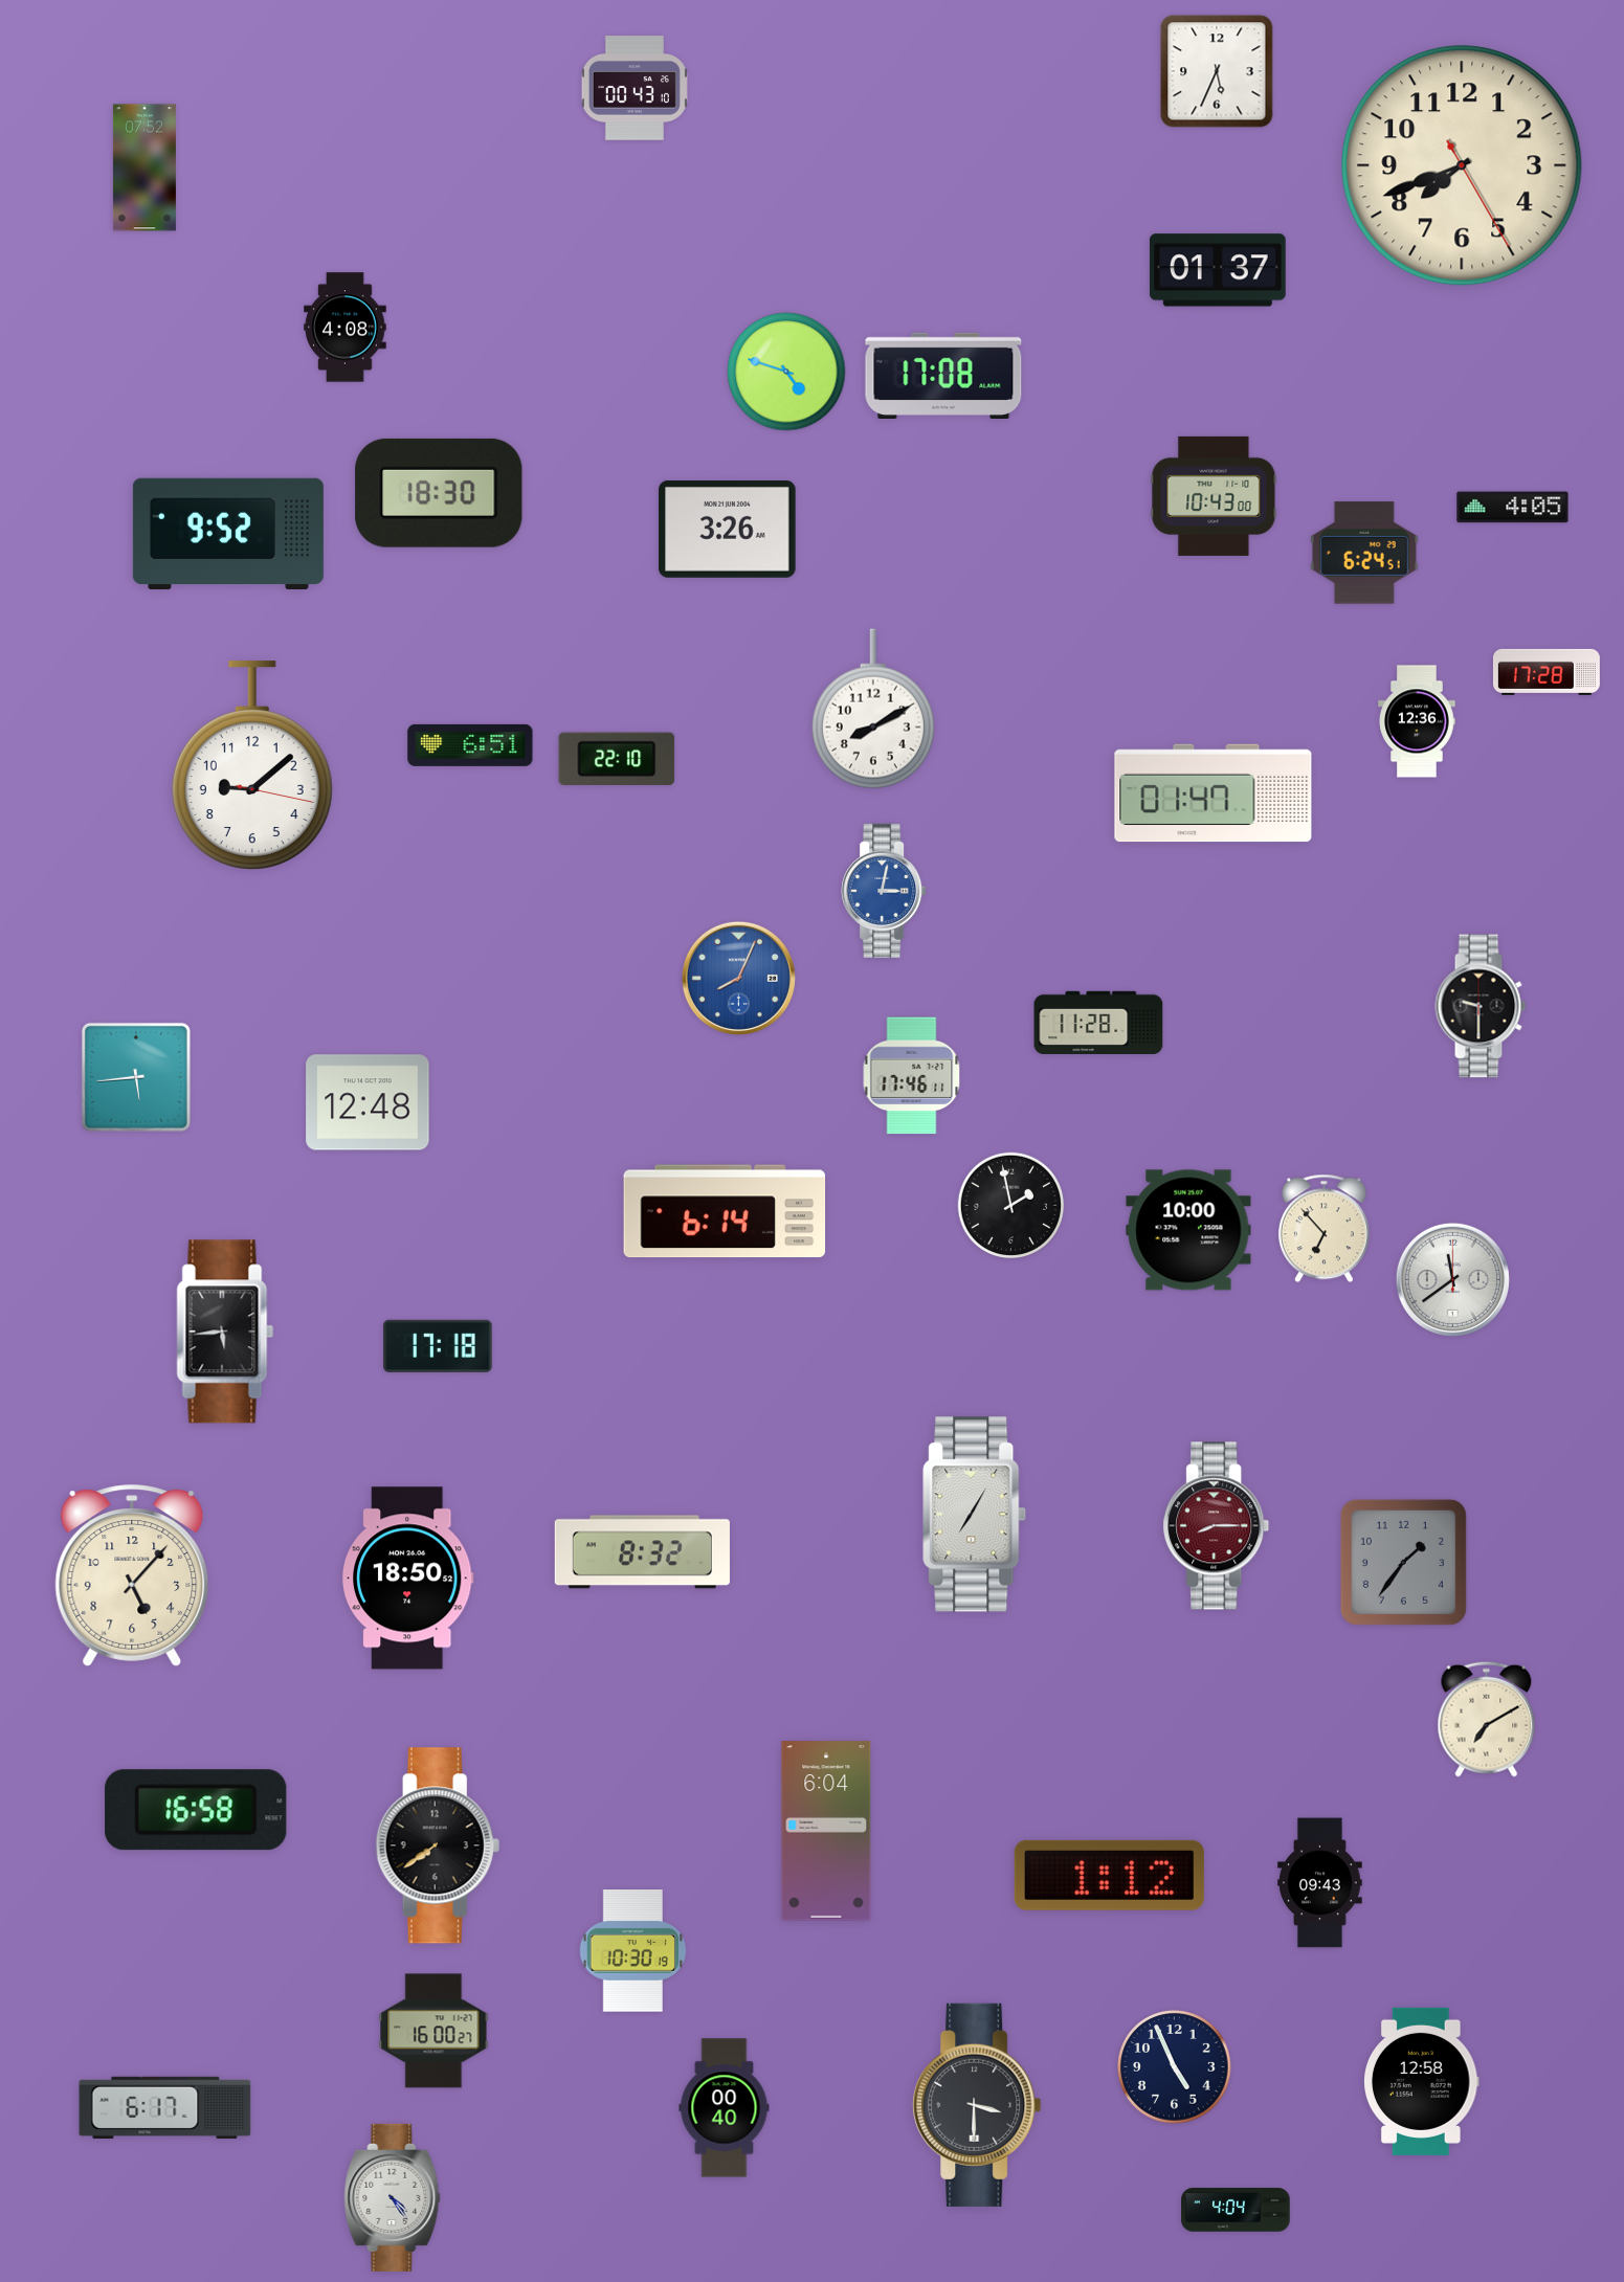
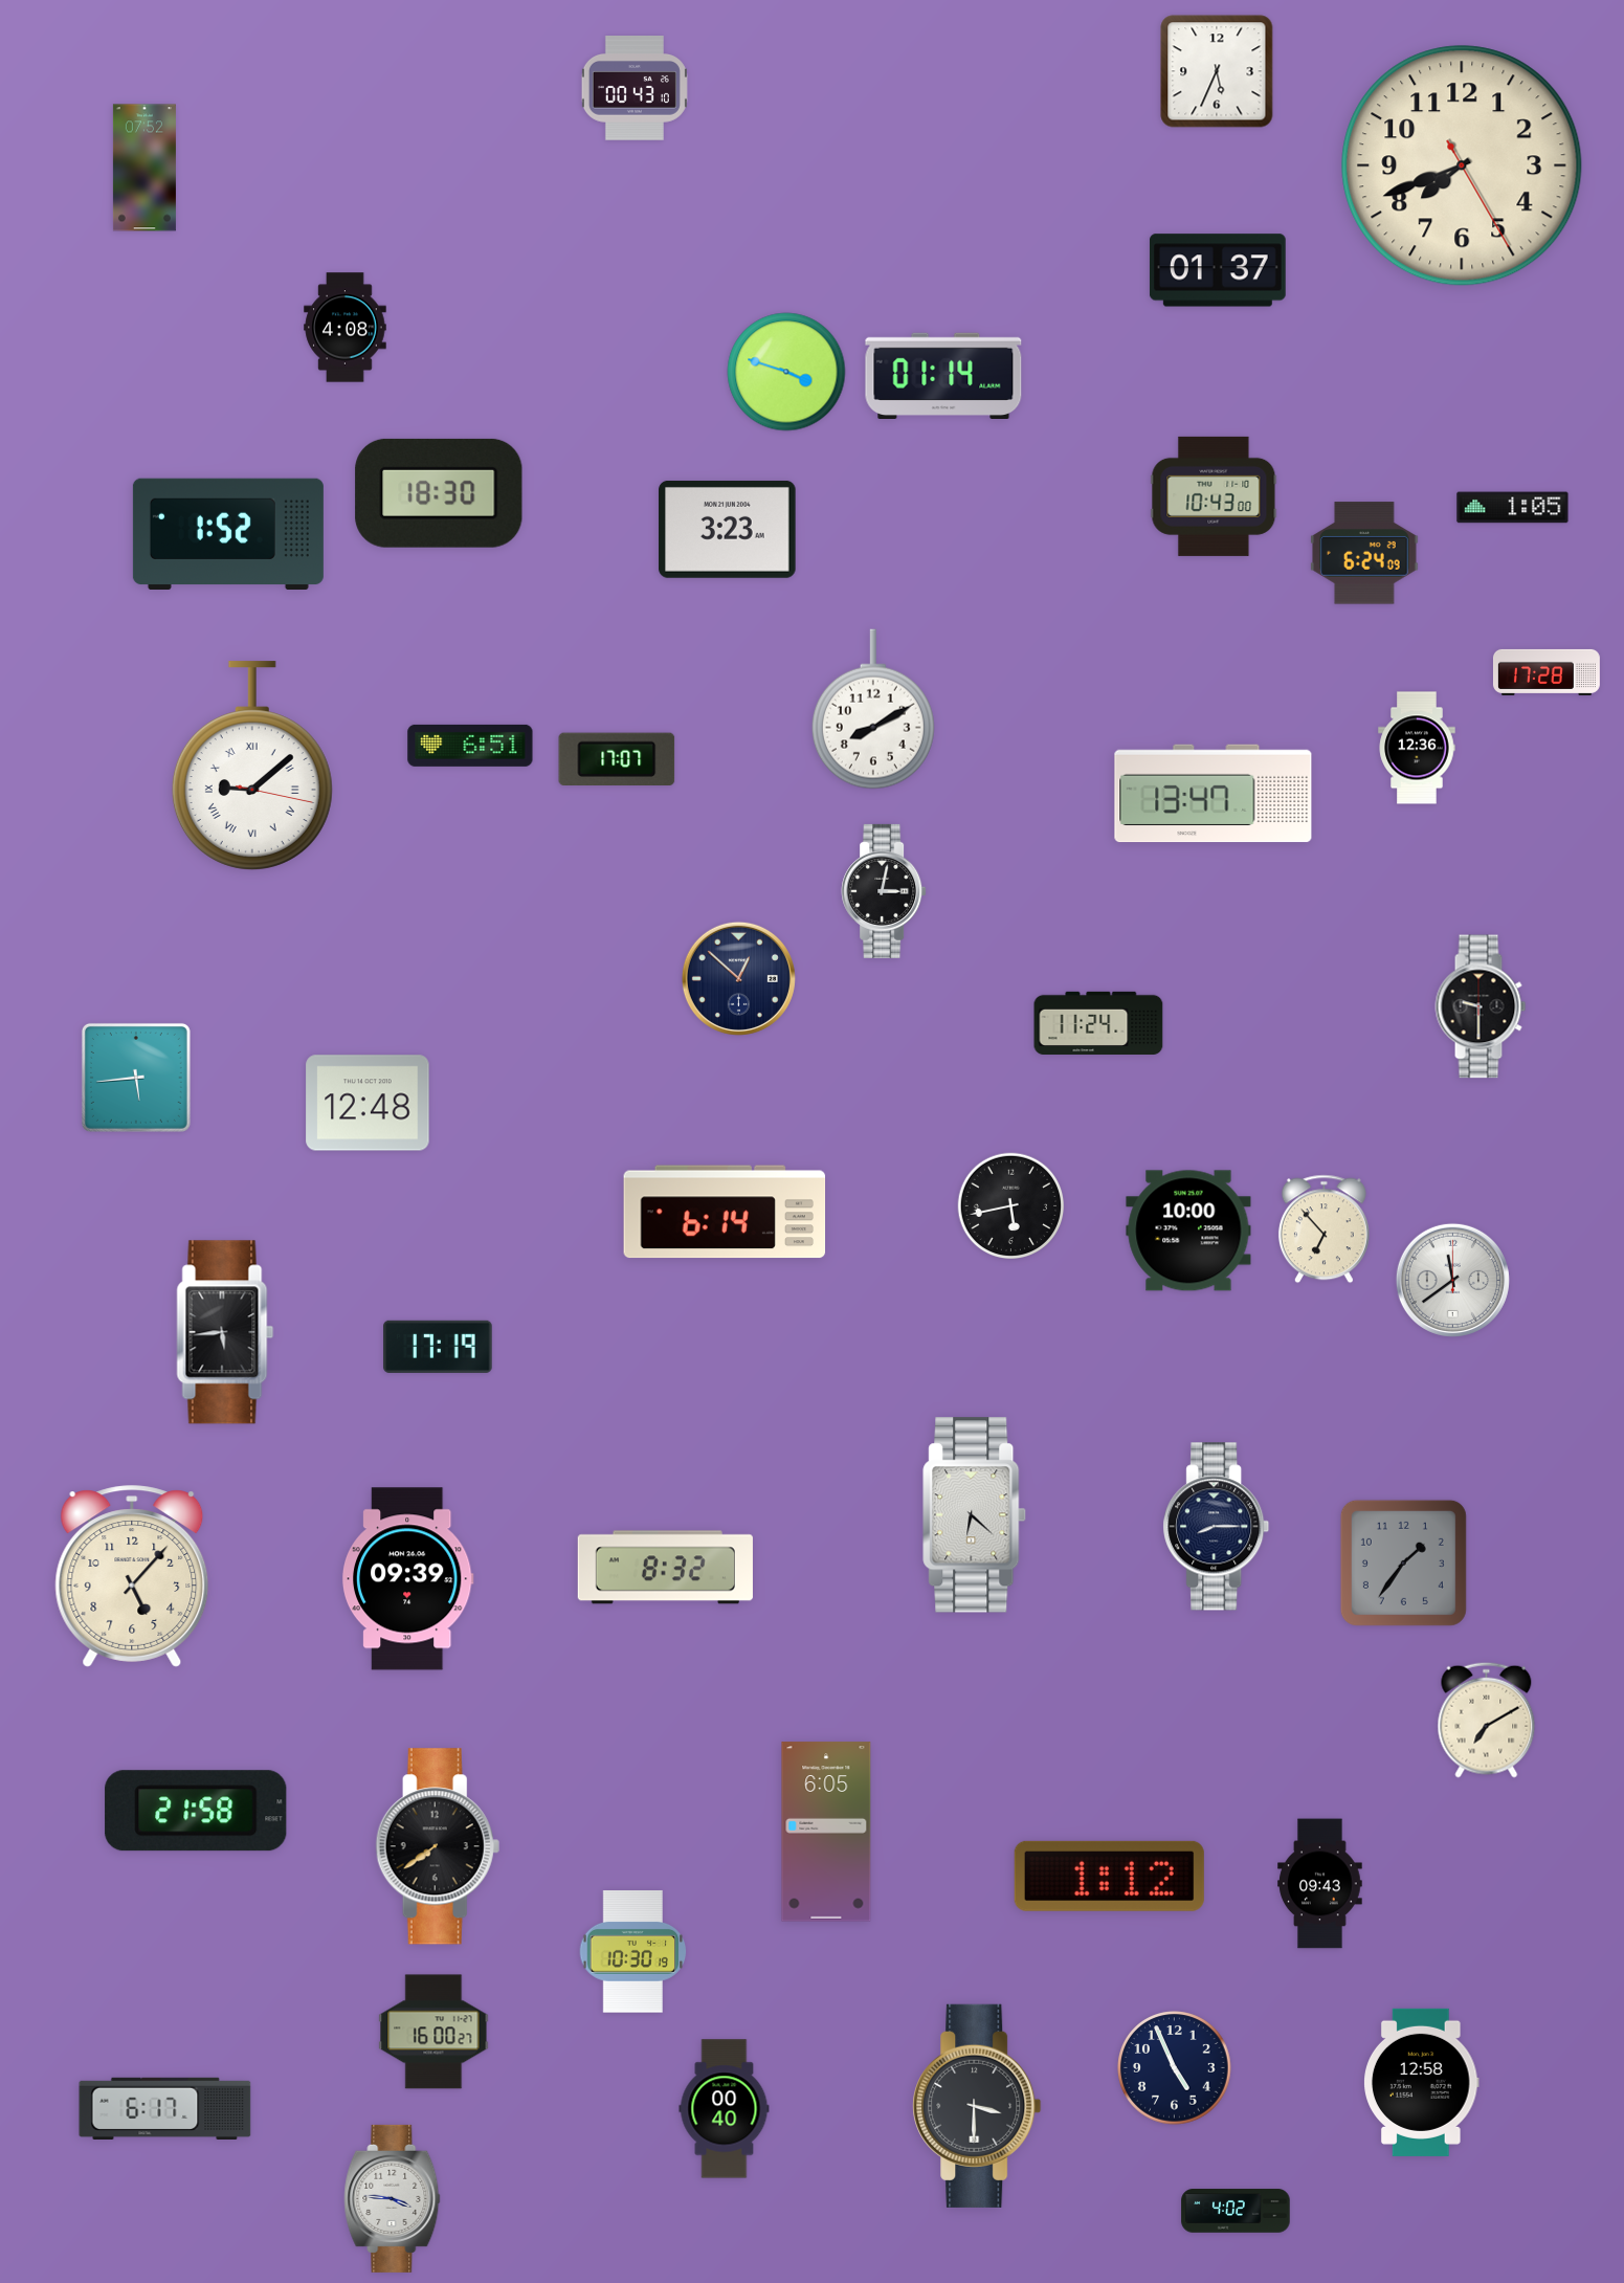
clock at (786, 372): 4:48 -> 3:48
clock at (943, 375): 17:08 -> 01:14
clock at (1513, 508): 4:05 -> 1:05
clock at (728, 529): 3:26 -> 3:23
clock at (228, 533): 9:52 -> 1:52
clock at (1364, 553): 6:24:51 -> 6:24:09
clock at (1417, 721) position: (1417, 721) -> (1417, 748)
clock at (617, 758): 22:10 -> 17:07
clock at (252, 765) numerals: Arabic -> Roman
clock at (1214, 793): 01:47 -> 13:47
clock at (884, 891) dial: blue -> black
clock at (738, 978): 8:04 -> 12:52
clock at (738, 978) dial: blue -> navy
clock at (1098, 1022): 11:28 -> 11:24
clock at (912, 1076): 17:46 -> none
clock at (1011, 1206): 1:58 -> 5:43
clock at (438, 1346): 17:18 -> 17:19
clock at (975, 1515): 7:05 -> 6:22
clock at (1217, 1526) dial: burgundy -> navy
clock at (642, 1552) position: (642, 1552) -> (665, 1568)
clock at (407, 1579): 18:50 -> 09:39
clock at (196, 1810): 16:58 -> 21:58
clock at (826, 1831): 6:04 -> 6:05
clock at (393, 2197): 4:24 -> 3:46
clock at (1236, 2210): 4:04 -> 4:02
